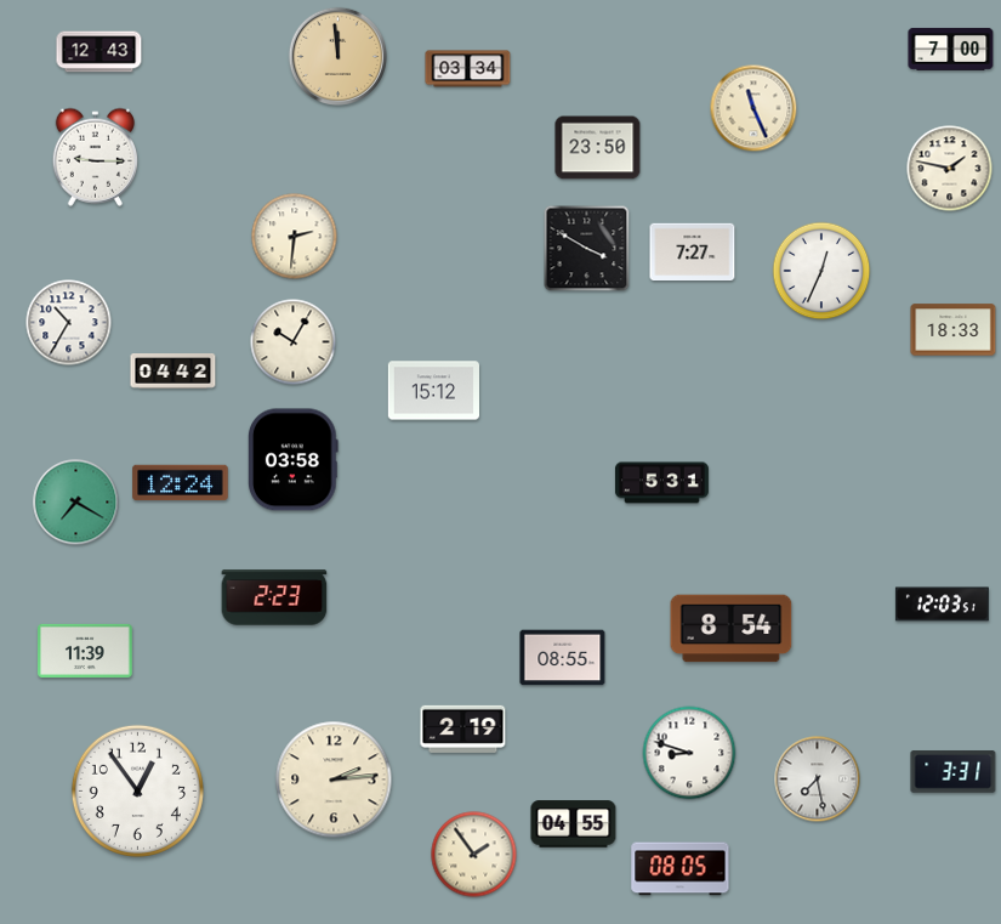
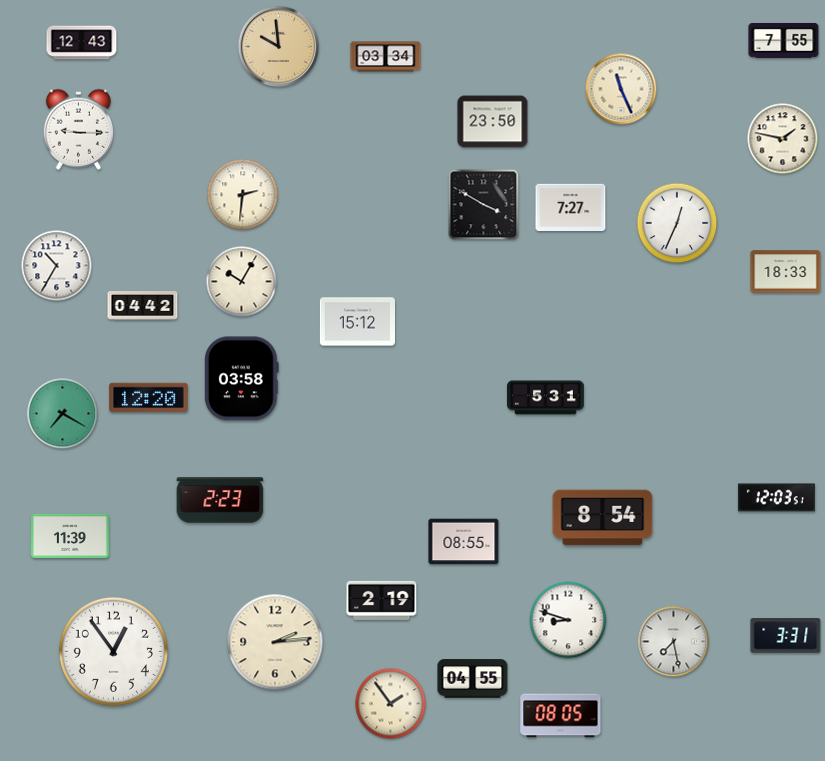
clock at (951, 50): 7:00 -> 7:55
clock at (339, 57): 11:59 -> 9:59
clock at (181, 483): 12:24 -> 12:20
clock at (274, 597) position: (274, 597) -> (220, 500)
